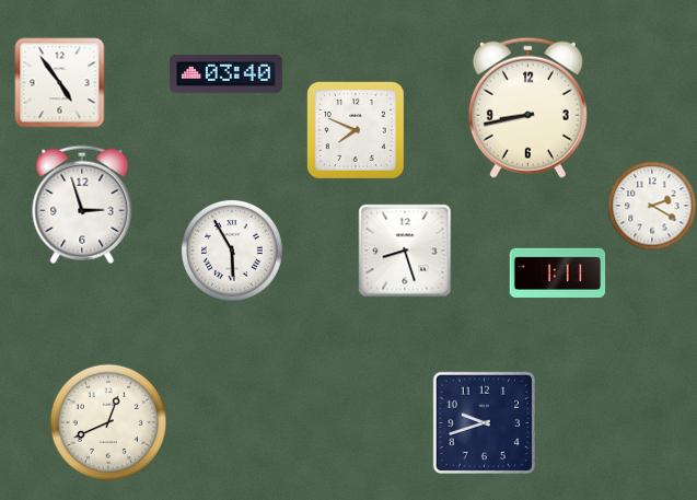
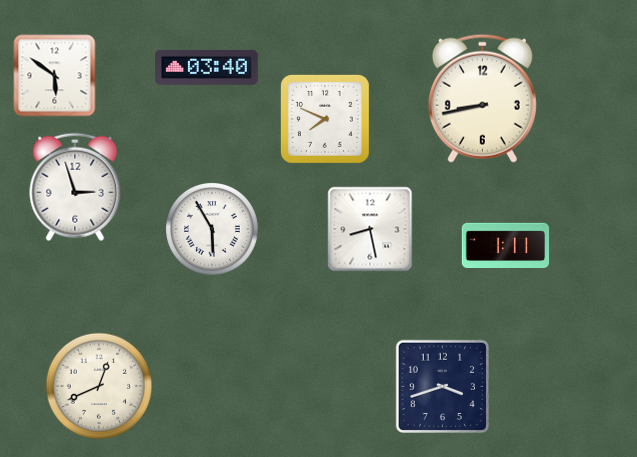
clock at (59, 82): 4:54 -> 5:51
clock at (652, 206): 2:20 -> none
clock at (405, 251): 8:27 -> 8:28
clock at (557, 272) position: (557, 272) -> (505, 245)
clock at (484, 422): 9:42 -> 3:42
